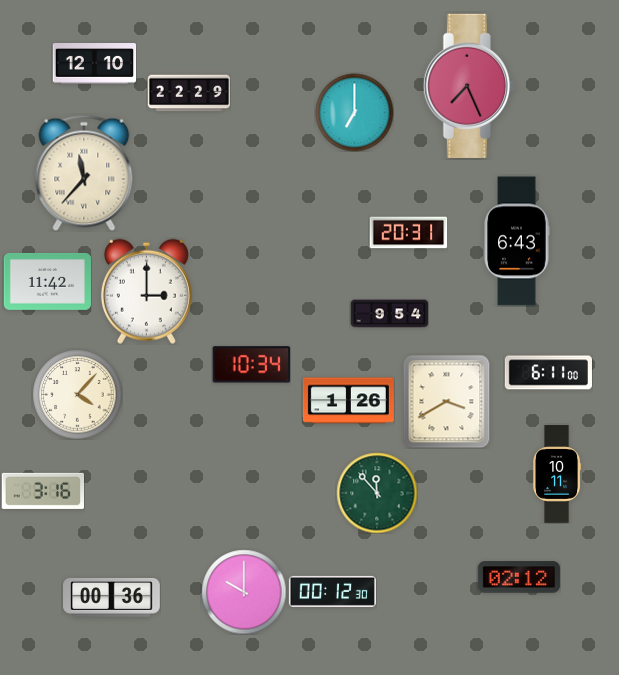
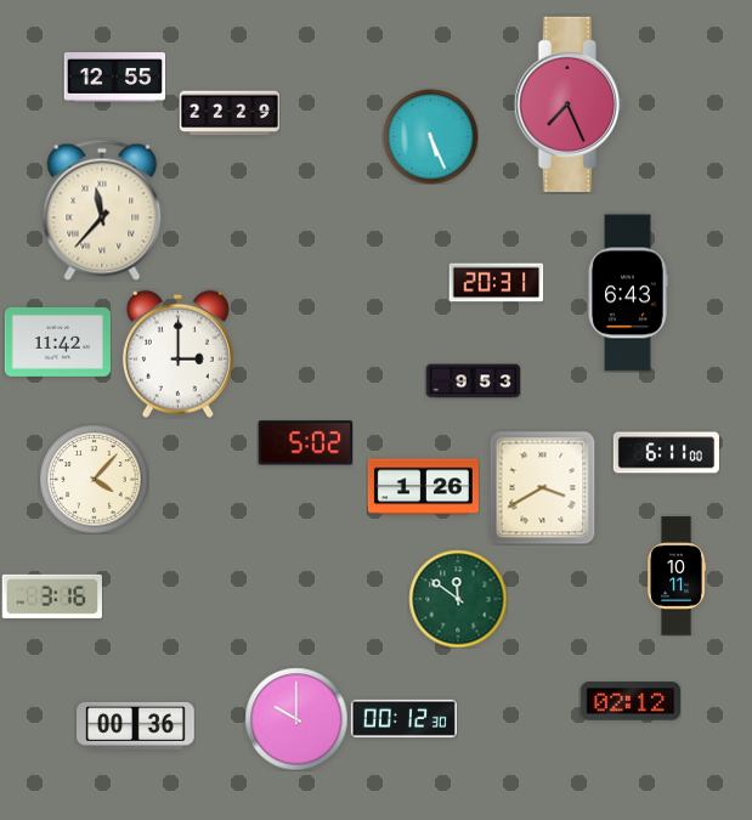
clock at (94, 64): 12:10 -> 12:55
clock at (354, 112): 7:00 -> 5:26
clock at (389, 314): 9:54 -> 9:53
clock at (251, 365): 10:34 -> 5:02
clock at (377, 493): 11:53 -> 11:51
